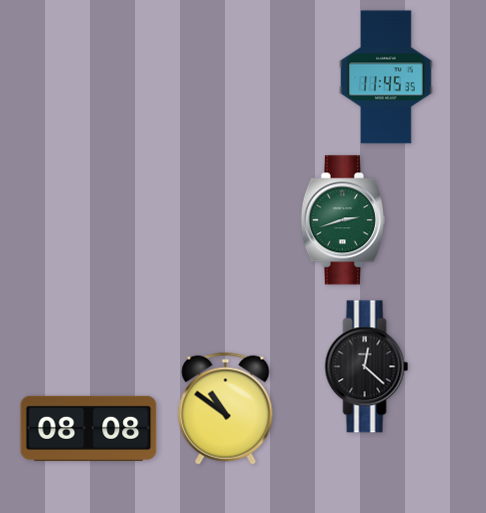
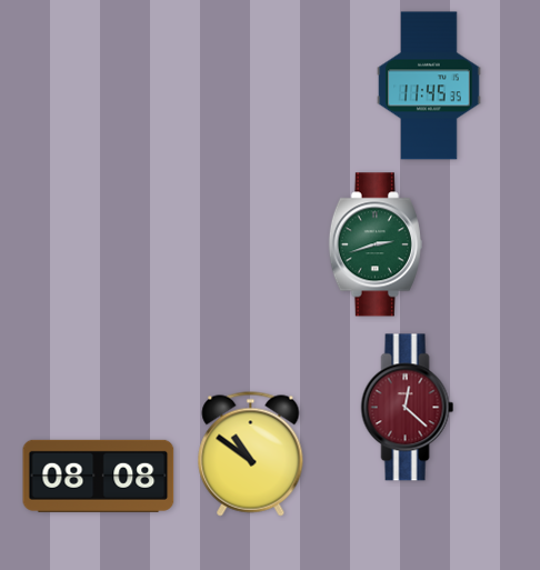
clock at (343, 220) position: (343, 220) -> (376, 244)
clock at (367, 367) dial: black -> burgundy
